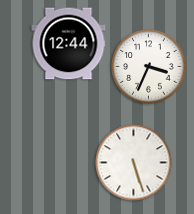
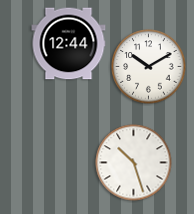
clock at (149, 67): 3:34 -> 10:10
clock at (134, 163): 5:27 -> 10:27
